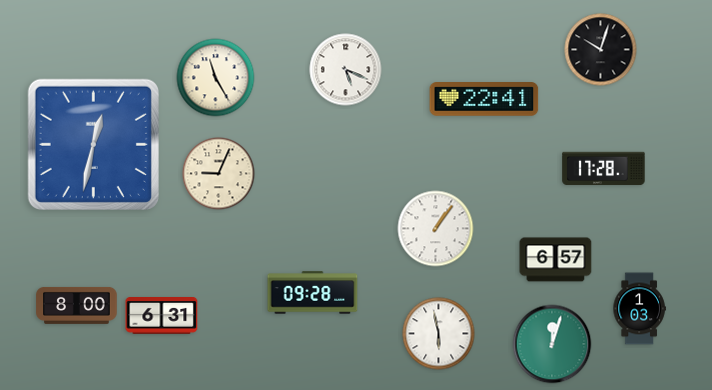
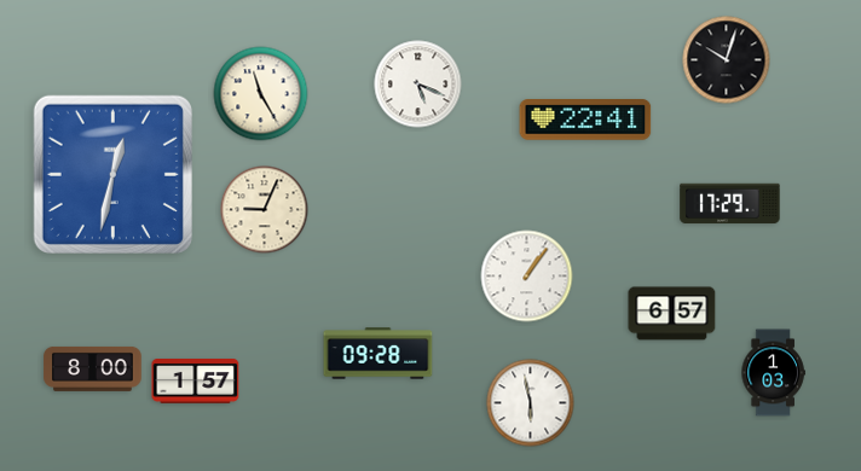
clock at (604, 169): 17:28 -> 17:29
clock at (162, 316): 6:31 -> 1:57
clock at (552, 344): 12:03 -> none
